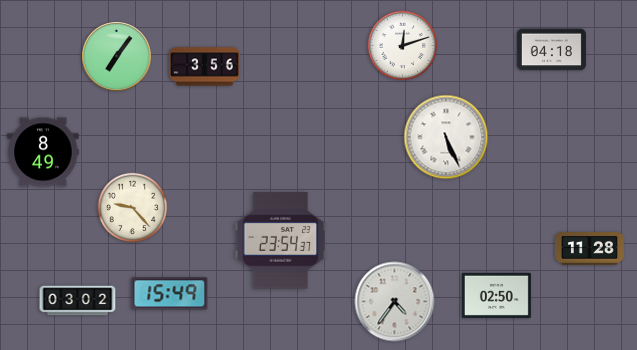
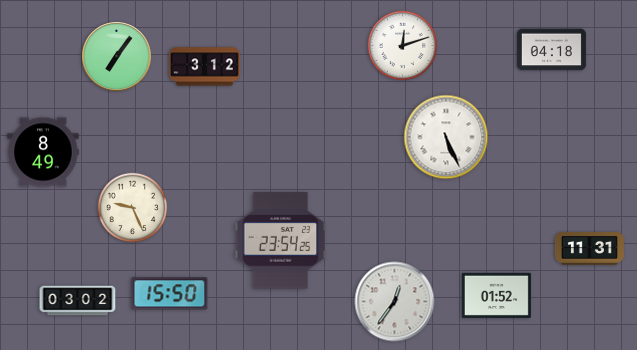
clock at (205, 67): 3:56 -> 3:12
clock at (133, 208): 9:23 -> 9:26
clock at (281, 241): 23:54:37 -> 23:54:25
clock at (589, 249): 11:28 -> 11:31
clock at (170, 294): 15:49 -> 15:50
clock at (496, 295): 02:50 -> 01:52
clock at (395, 302): 4:36 -> 12:36
